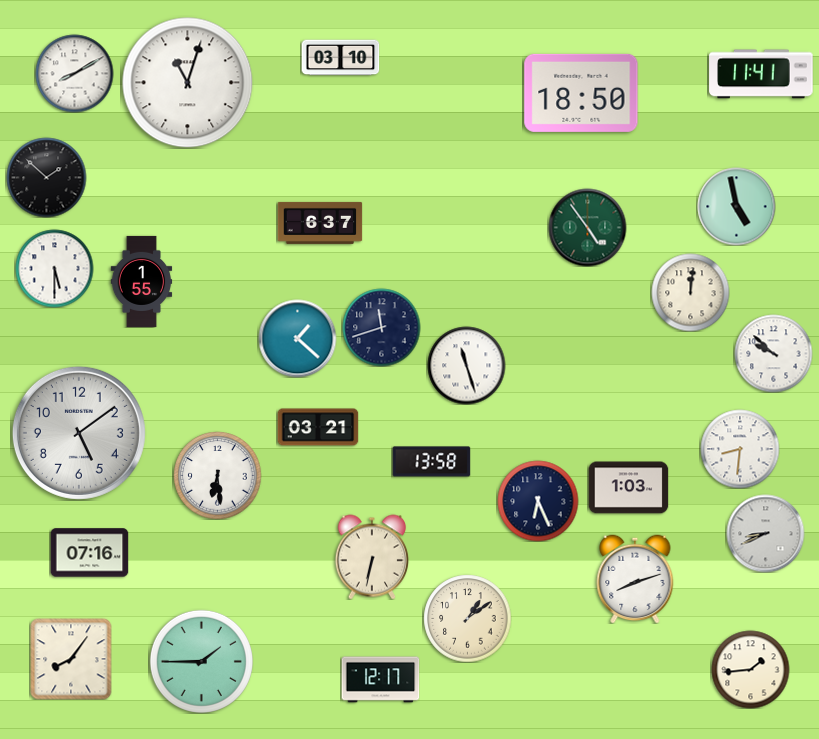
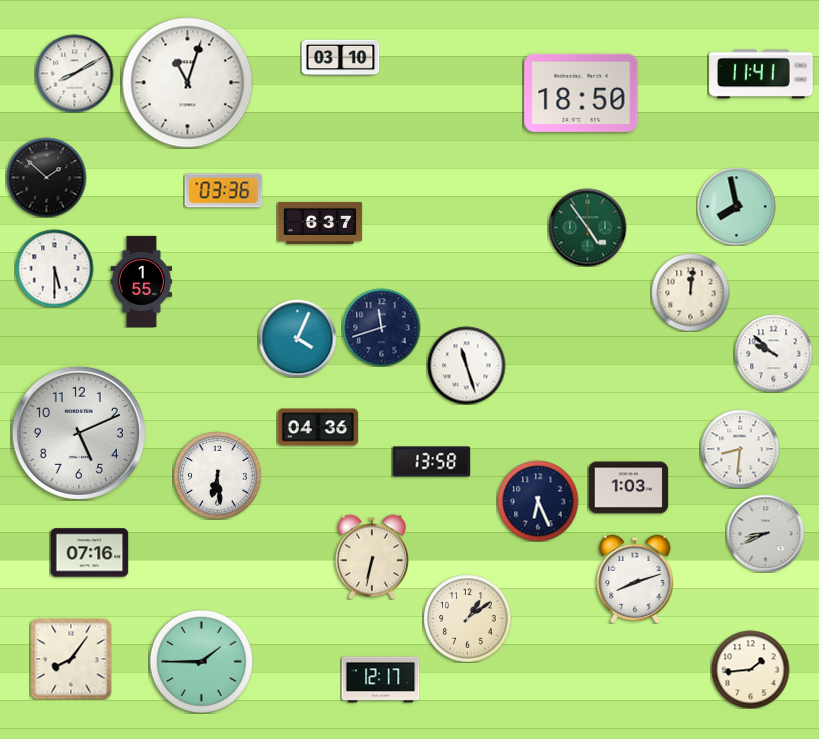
clock at (223, 191): none -> 03:36
clock at (736, 206): 4:58 -> 7:58
clock at (297, 338): 1:22 -> 4:04
clock at (318, 427): 03:21 -> 04:36
clock at (79, 433): 5:09 -> 5:11
